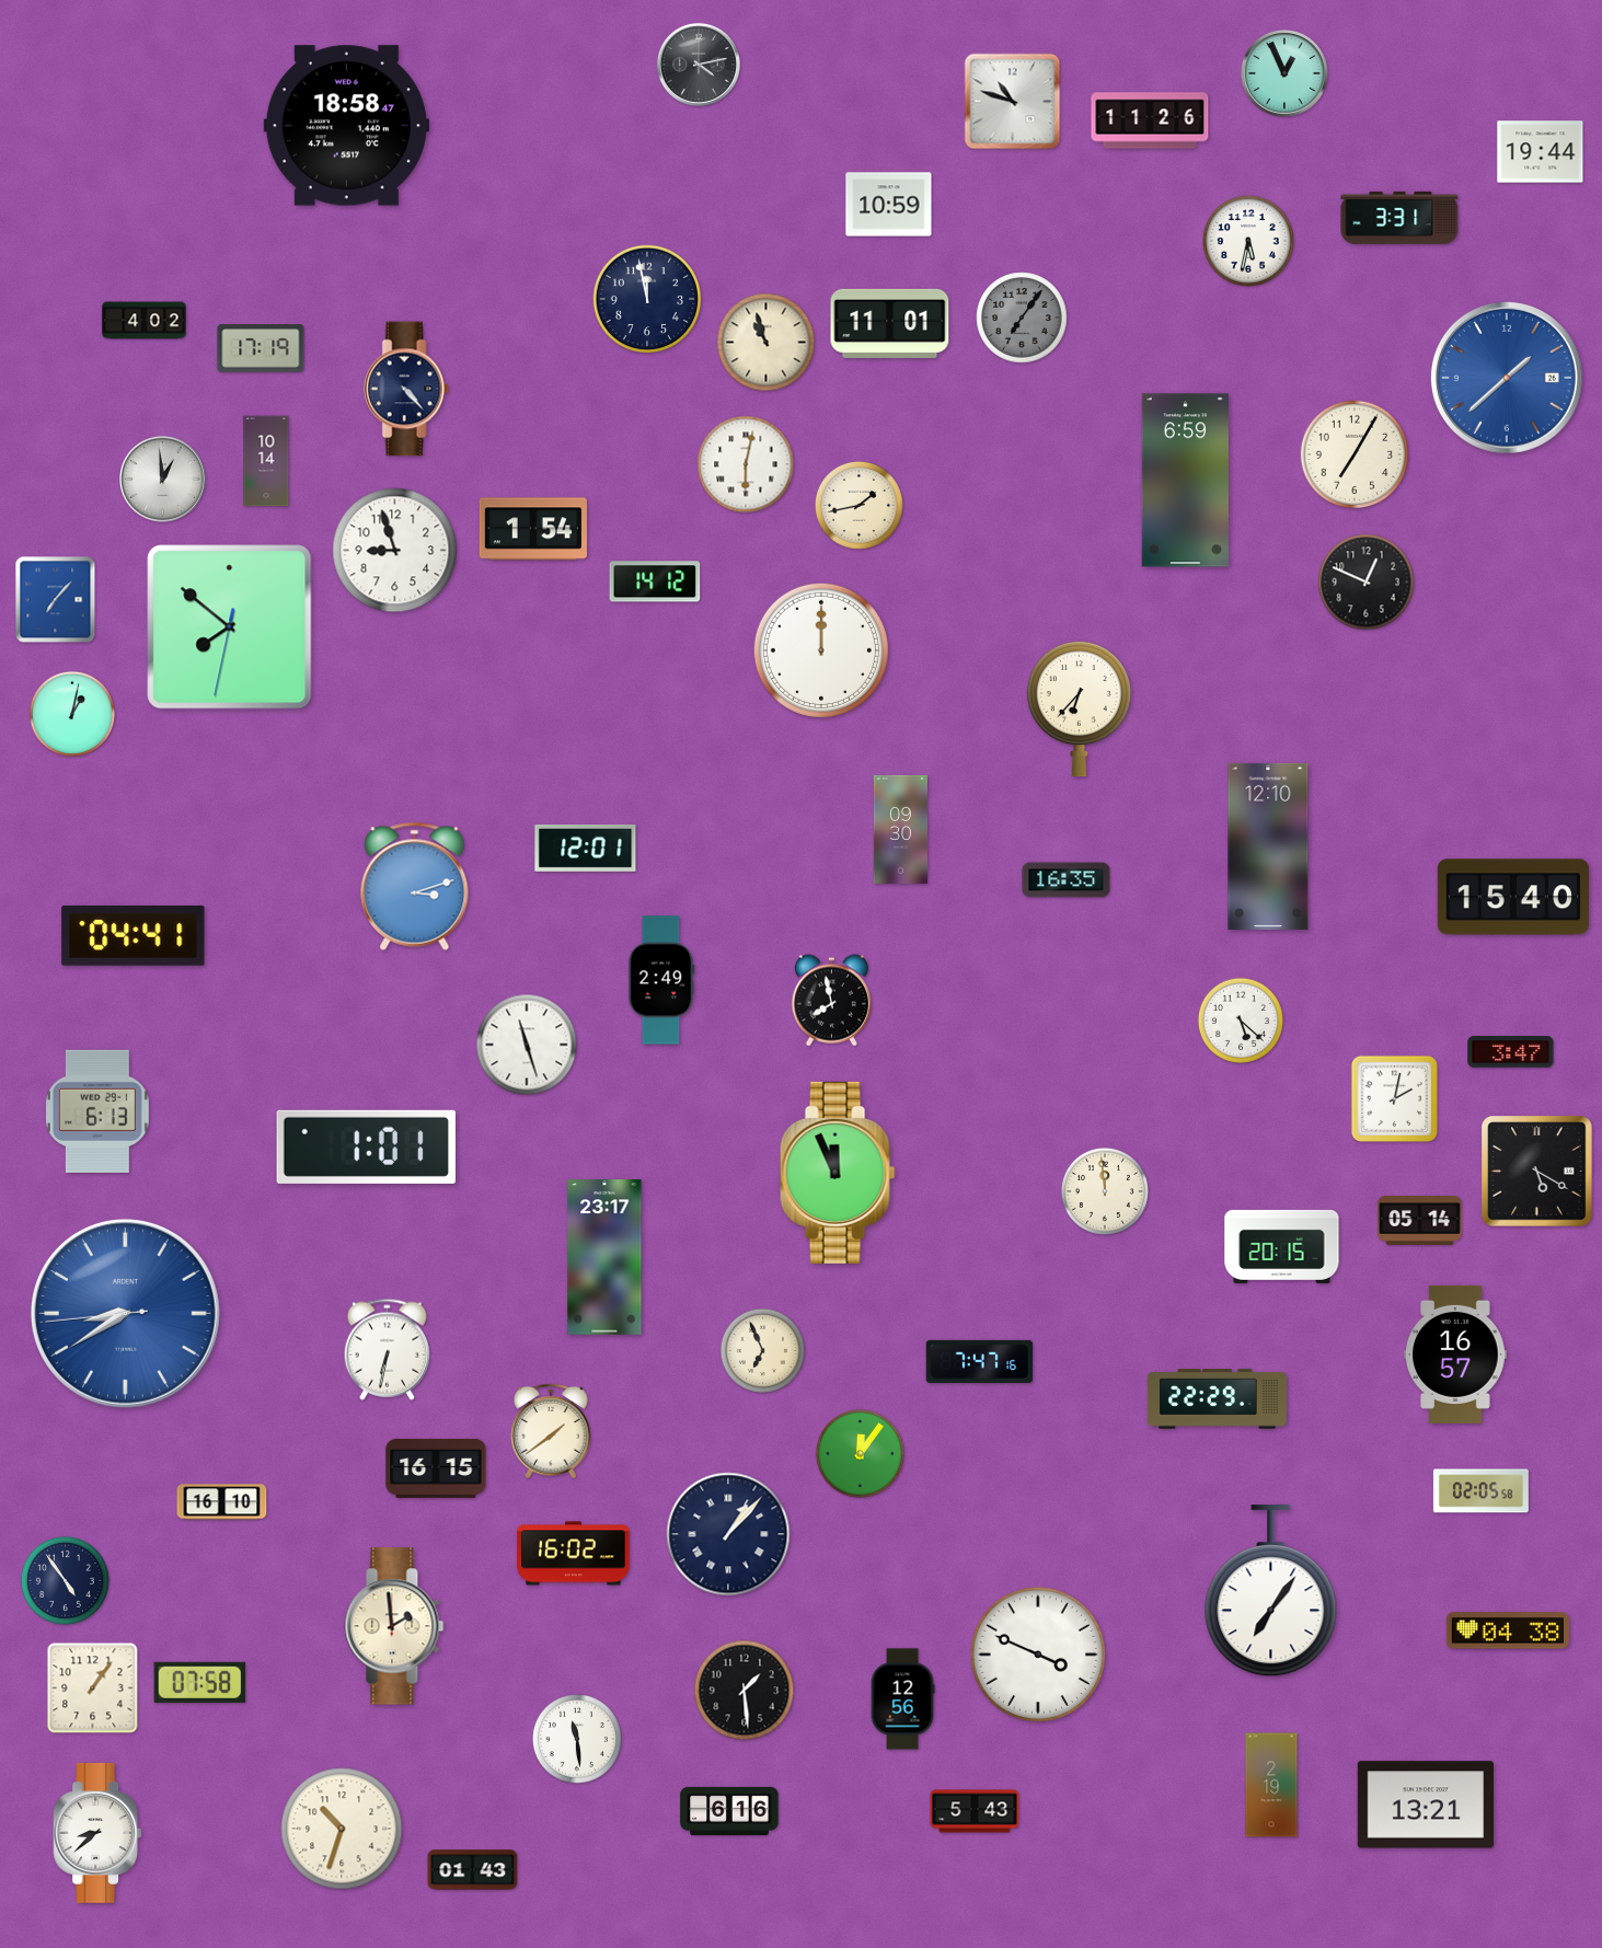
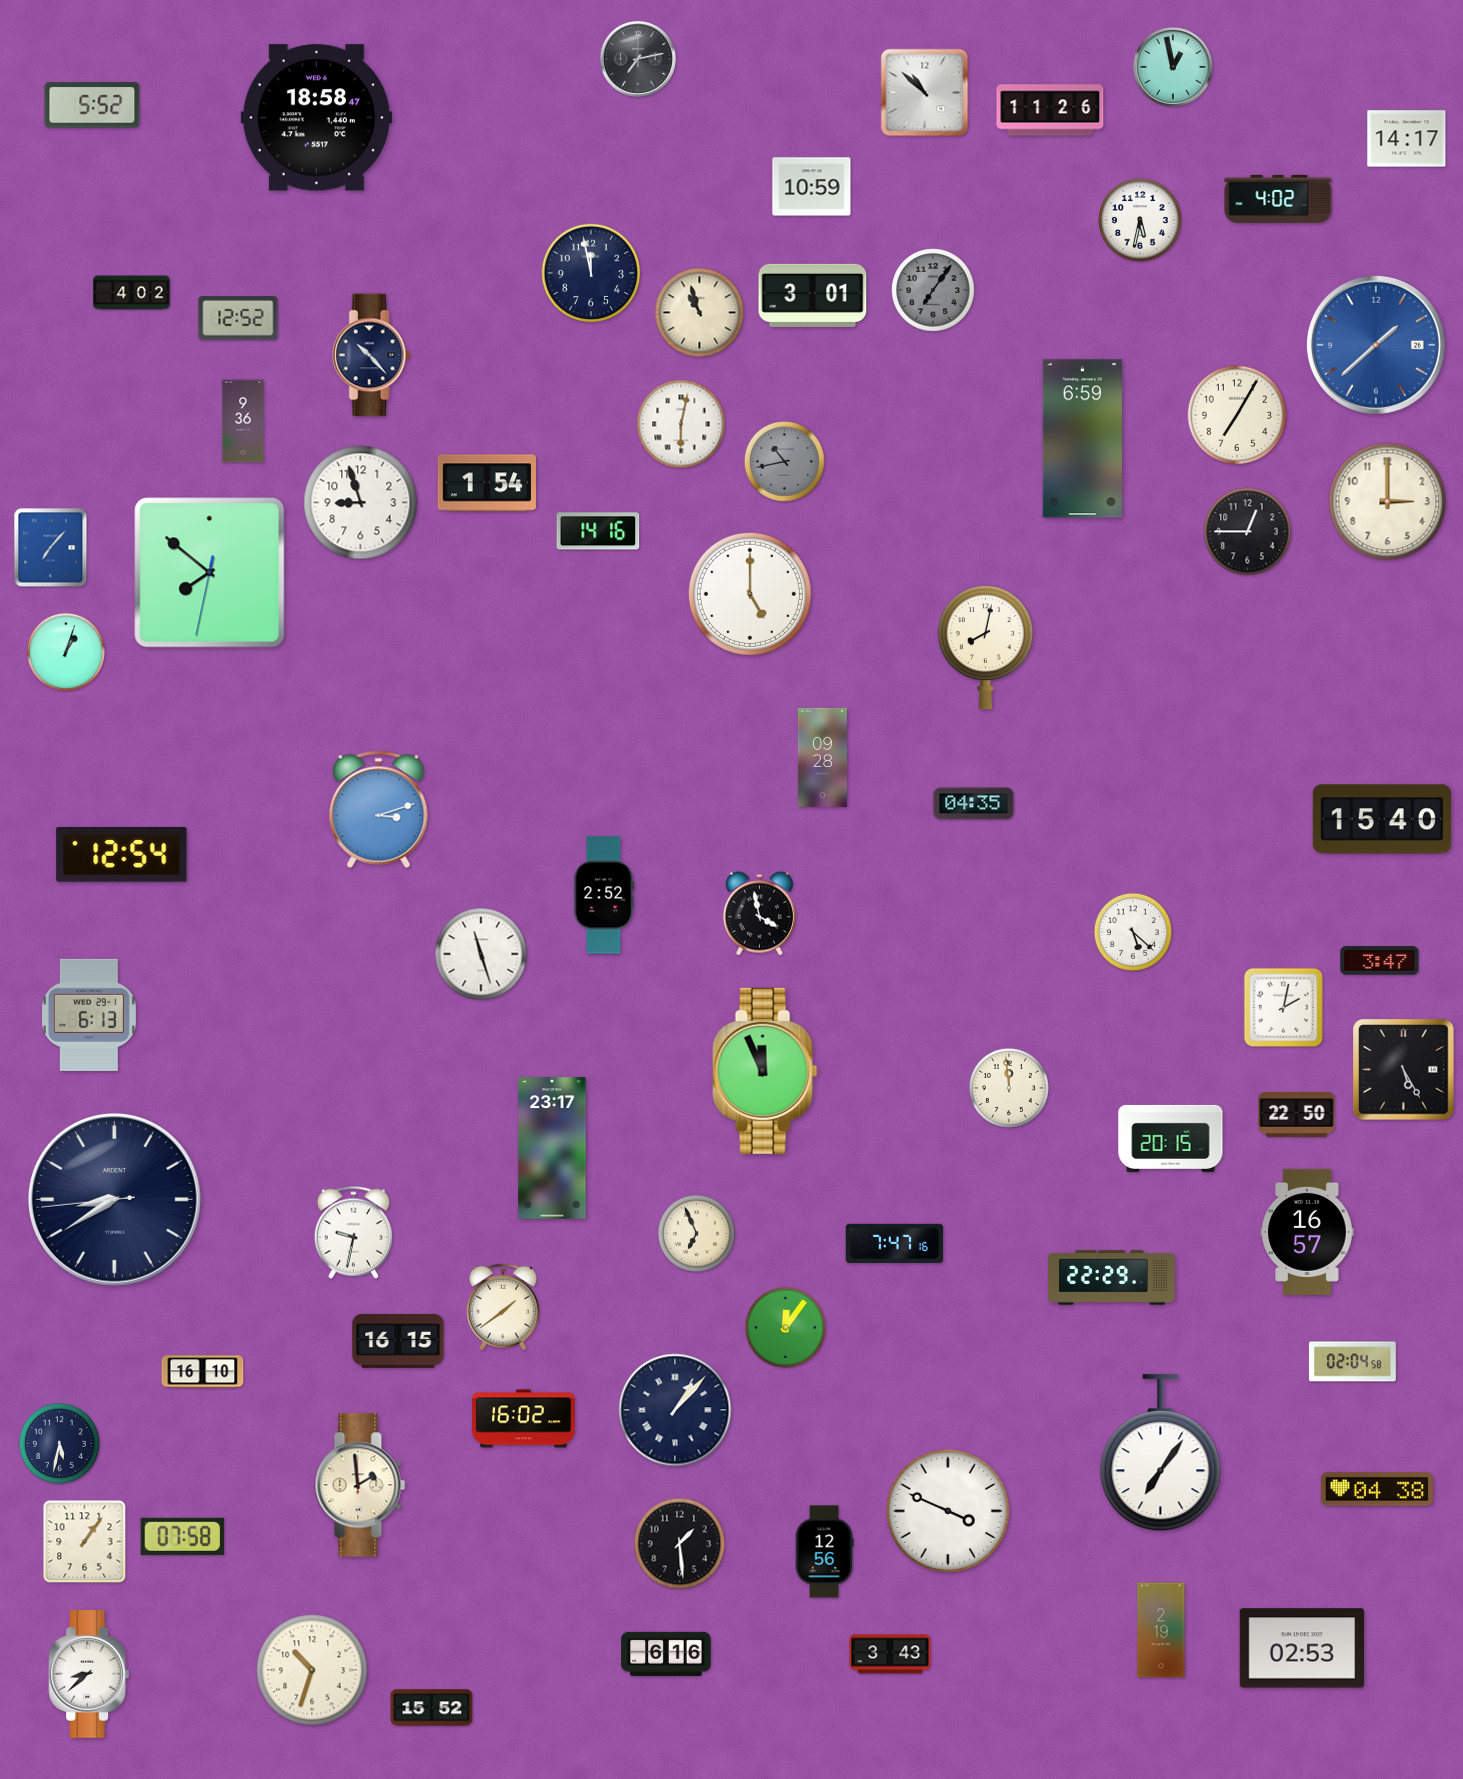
clock at (699, 65): 4:13 -> 7:13
clock at (1284, 73): 12:56 -> 12:58
clock at (1013, 102): 10:48 -> 10:52
clock at (92, 105): none -> 5:52
clock at (346, 126) position: (346, 126) -> (316, 118)
clock at (1541, 152): 19:44 -> 14:17
clock at (1399, 218): 3:31 -> 4:02
clock at (890, 323): 11:01 -> 3:01
clock at (261, 348): 17:19 -> 12:52
clock at (406, 389): 4:23 -> 10:23
clock at (266, 461): 10:14 -> 9:36
clock at (163, 480): 12:59 -> none
clock at (858, 505): 1:43 -> 10:43
clock at (858, 505) dial: cream -> grey
clock at (1388, 502): none -> 3:00
clock at (655, 581): 14:12 -> 14:16
clock at (1367, 583): 12:49 -> 12:45
clock at (821, 650): 12:00 -> 5:00
clock at (1079, 710): 6:37 -> 8:02
clock at (71, 713): 1:02 -> 1:03
clock at (900, 829): 09:30 -> 09:28
clock at (1268, 846): 12:10 -> none
clock at (586, 849): 12:01 -> none
clock at (1067, 880): 16:35 -> 04:35
clock at (134, 935): 04:41 -> 12:54
clock at (661, 980): 2:49 -> 2:52
clock at (831, 1001): 7:58 -> 3:58
clock at (1394, 1098) position: (1394, 1098) -> (1283, 1007)
clock at (367, 1146): 1:01 -> none
clock at (1537, 1172): 5:20 -> 5:25
clock at (1420, 1221): 05:14 -> 22:50
clock at (125, 1313) dial: blue -> navy
clock at (387, 1349): 6:32 -> 9:32
clock at (1455, 1355) position: (1455, 1355) -> (1307, 1232)
clock at (1480, 1491): 02:05 -> 02:04
clock at (728, 1534) position: (728, 1534) -> (675, 1410)
clock at (65, 1580): 4:54 -> 5:32
clock at (578, 1740): 11:29 -> none
clock at (1425, 1805): 13:21 -> 02:53
clock at (975, 1811): 5:43 -> 3:43
clock at (473, 1870): 01:43 -> 15:52
